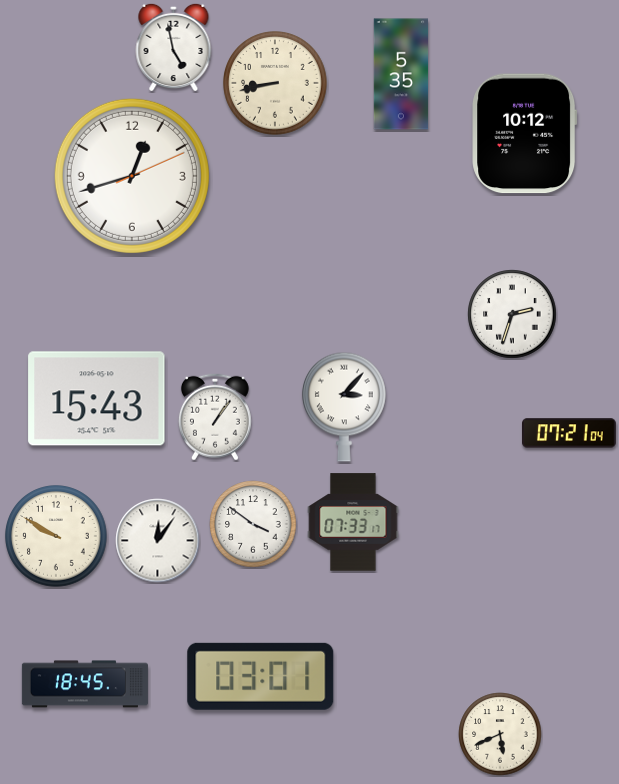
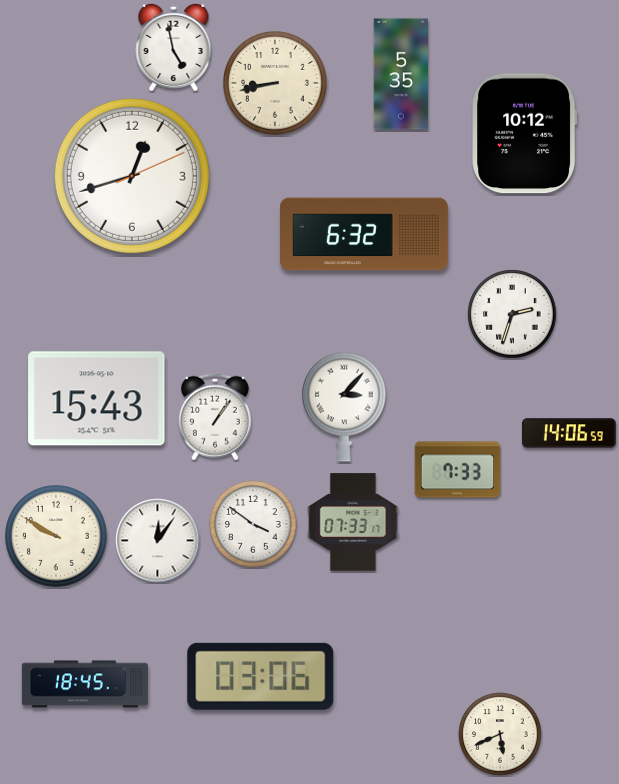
clock at (365, 234): none -> 6:32
clock at (570, 433): 07:21 -> 14:06
clock at (458, 470): none -> 7:33
clock at (261, 676): 03:01 -> 03:06
